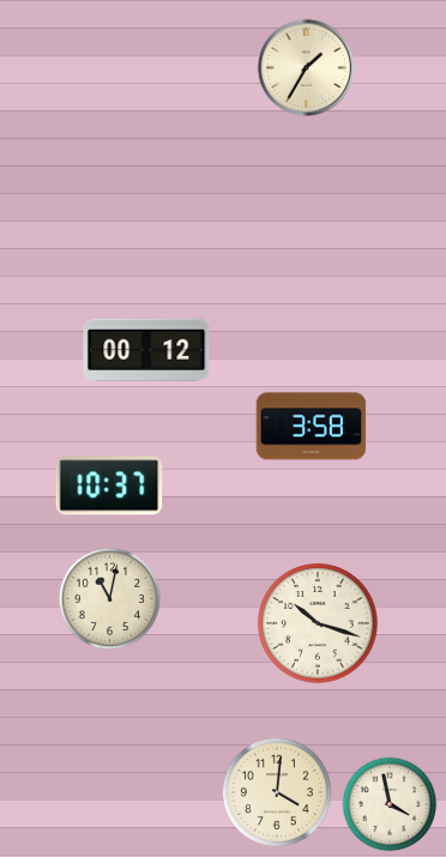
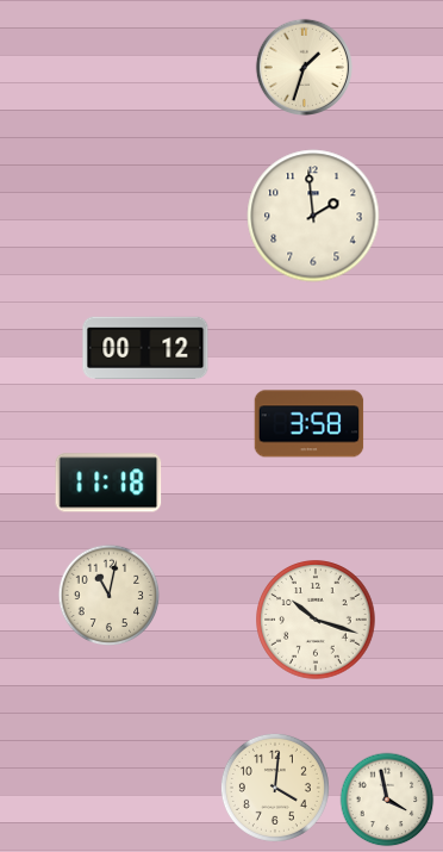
clock at (306, 67): 1:35 -> 1:33
clock at (313, 216): none -> 1:59
clock at (109, 485): 10:37 -> 11:18
